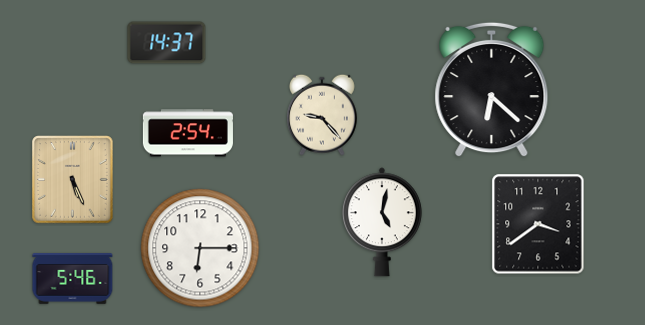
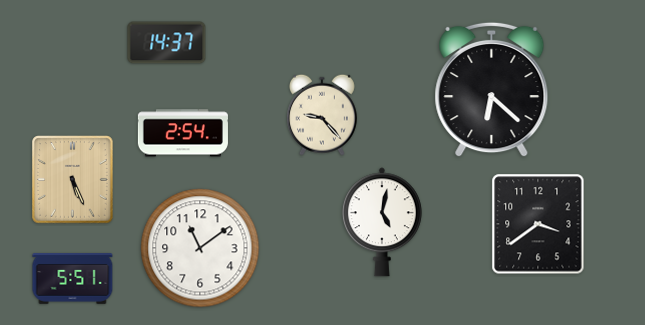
clock at (188, 133) position: (188, 133) -> (183, 133)
clock at (200, 248): 6:15 -> 11:09
clock at (73, 279): 5:46 -> 5:51
